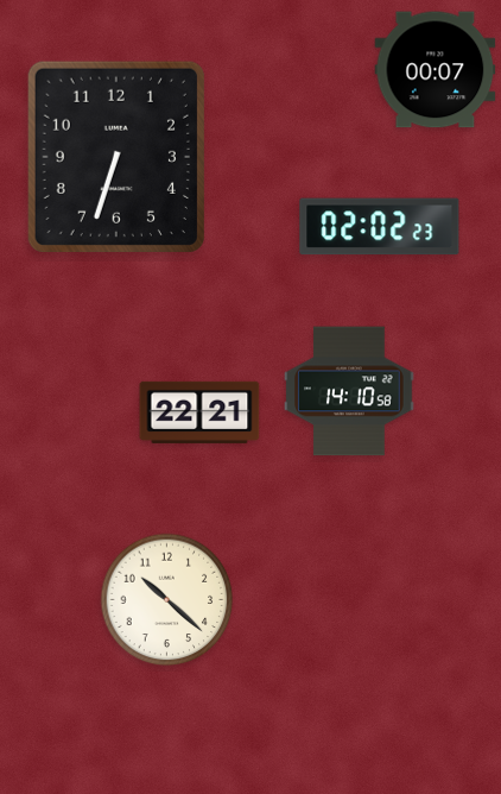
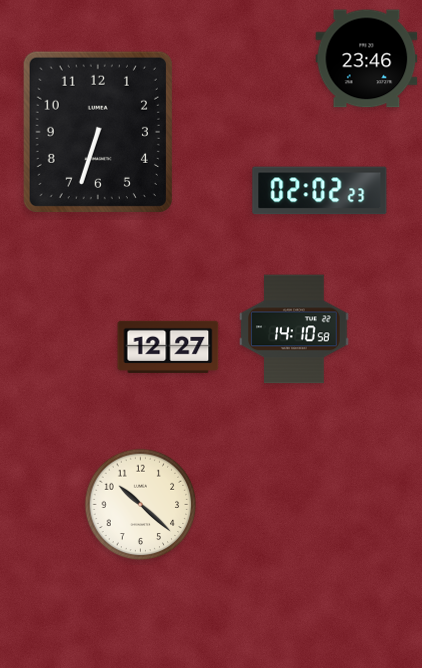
clock at (436, 70): 00:07 -> 23:46
clock at (199, 412): 22:21 -> 12:27
